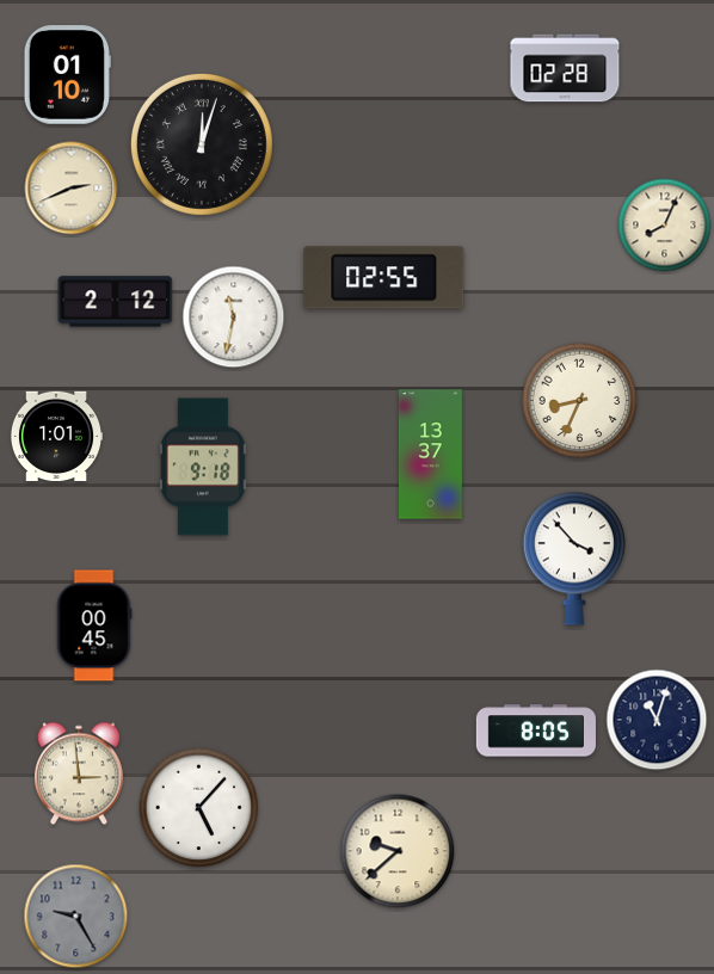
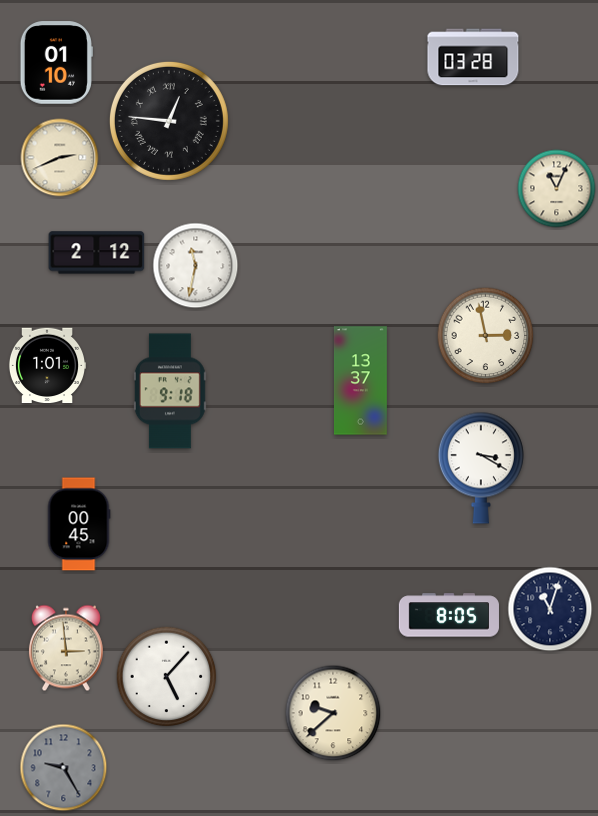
clock at (565, 68): 02:28 -> 03:28
clock at (202, 144): 12:03 -> 12:46
clock at (665, 226): 8:04 -> 11:04
clock at (384, 278): 02:55 -> none
clock at (580, 401): 8:34 -> 2:58
clock at (574, 559): 3:53 -> 3:20
clock at (657, 720) position: (657, 720) -> (550, 609)
clock at (536, 730) position: (536, 730) -> (449, 615)
